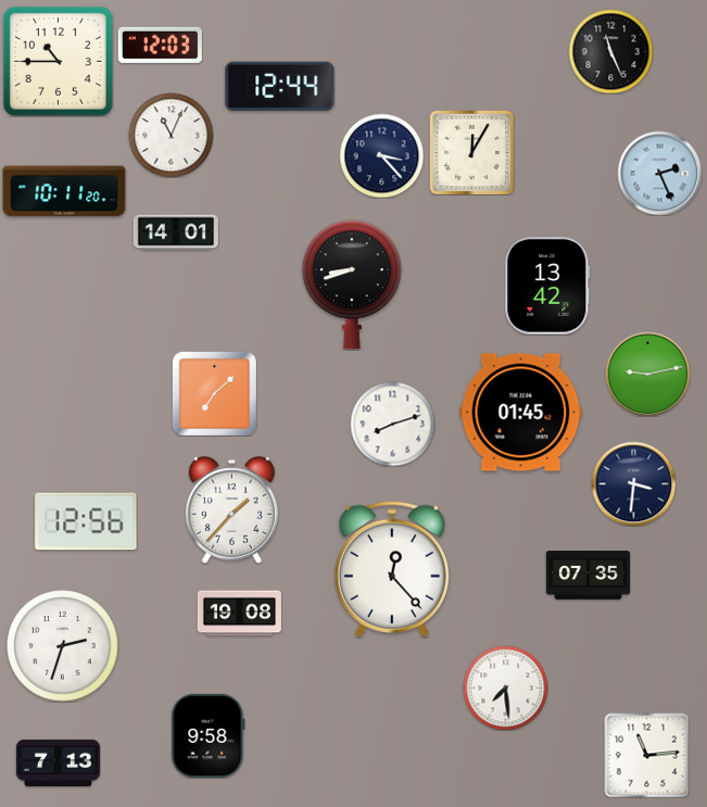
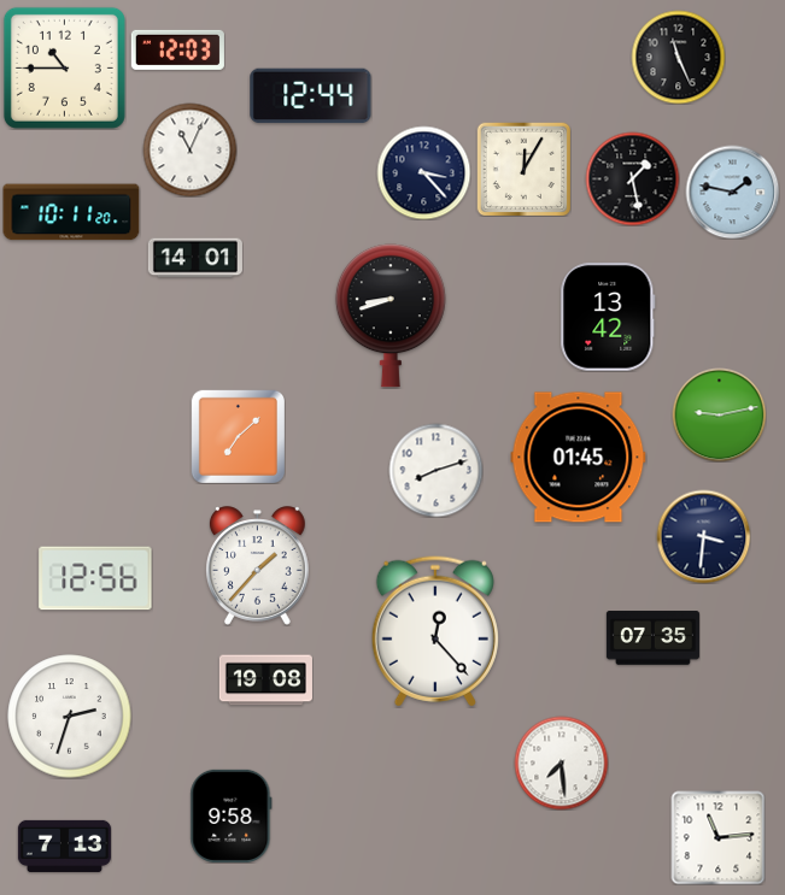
clock at (632, 178): none -> 1:28
clock at (659, 173): 2:26 -> 1:47
